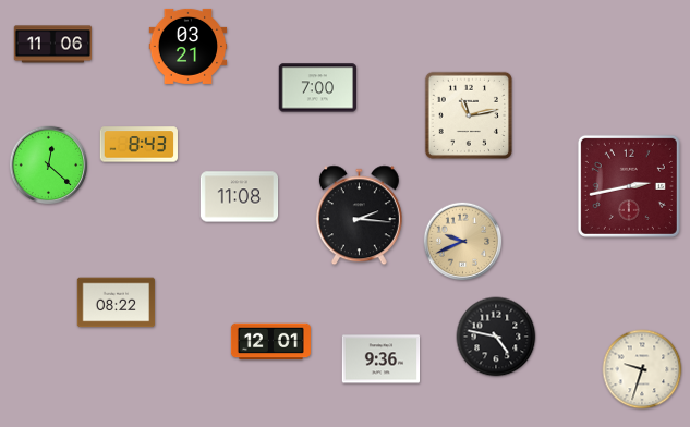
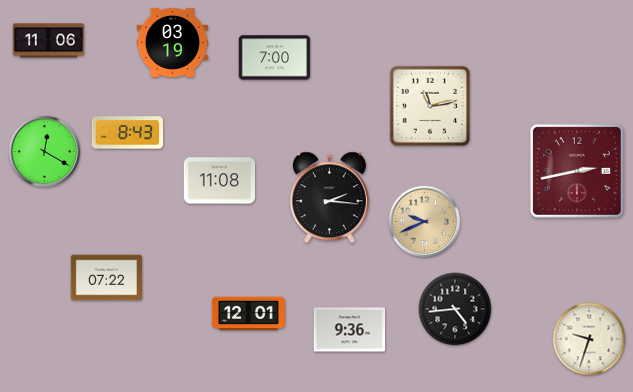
clock at (189, 46): 03:21 -> 03:19
clock at (318, 88) position: (318, 88) -> (275, 58)
clock at (49, 166): 12:22 -> 12:20
clock at (117, 303): 08:22 -> 07:22
clock at (496, 337): 4:47 -> 4:44
